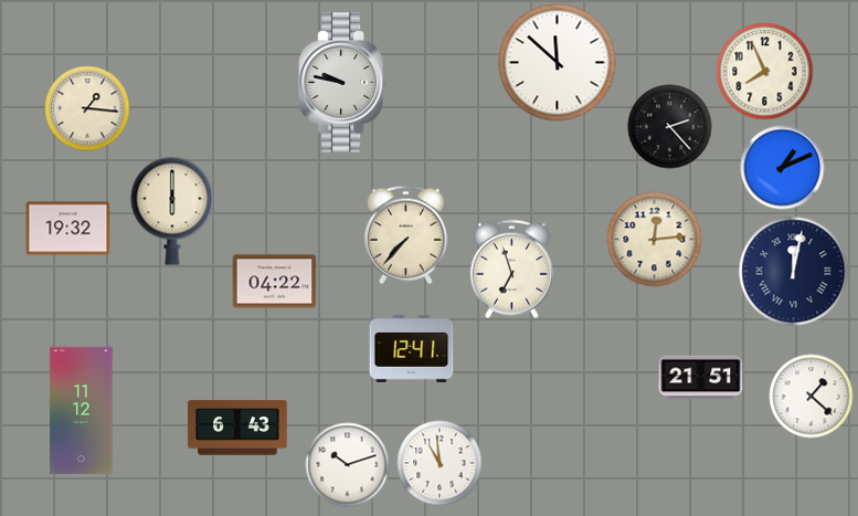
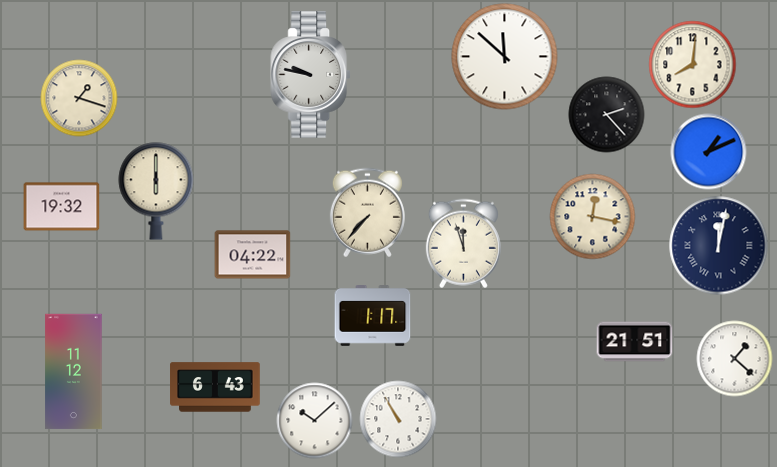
clock at (765, 72): 7:56 -> 8:01
clock at (87, 108): 1:16 -> 1:18
clock at (655, 240): 12:14 -> 12:17
clock at (511, 270): 6:57 -> 11:57
clock at (275, 282) position: (275, 282) -> (253, 255)
clock at (412, 349): 12:41 -> 1:17
clock at (439, 463): 10:59 -> 10:55
clock at (348, 465): 10:12 -> 10:08
